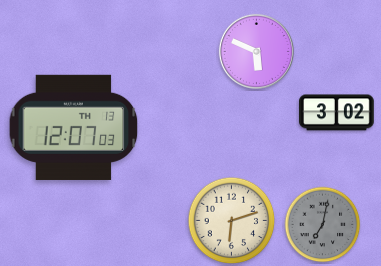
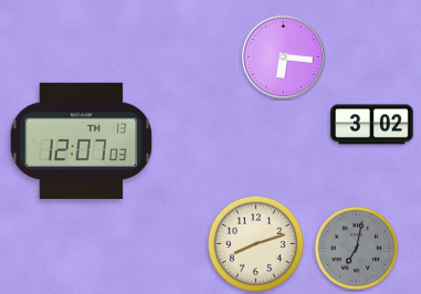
clock at (256, 51): 5:49 -> 6:16
clock at (232, 221): 6:12 -> 8:12
